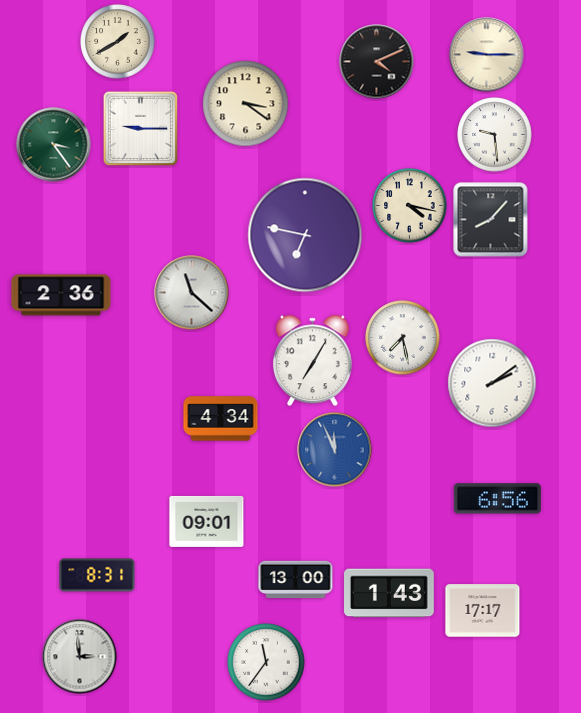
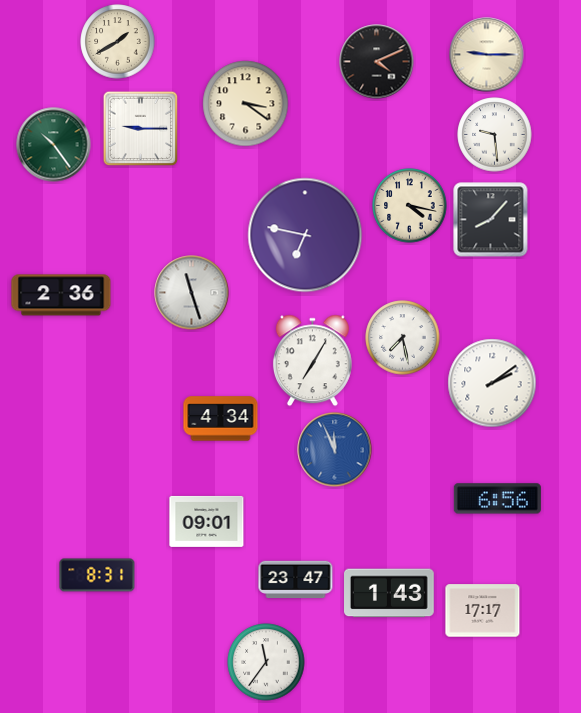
clock at (54, 145): 3:24 -> 10:24
clock at (192, 293): 11:22 -> 11:27
clock at (296, 580): 13:00 -> 23:47
clock at (80, 657): 2:59 -> none
